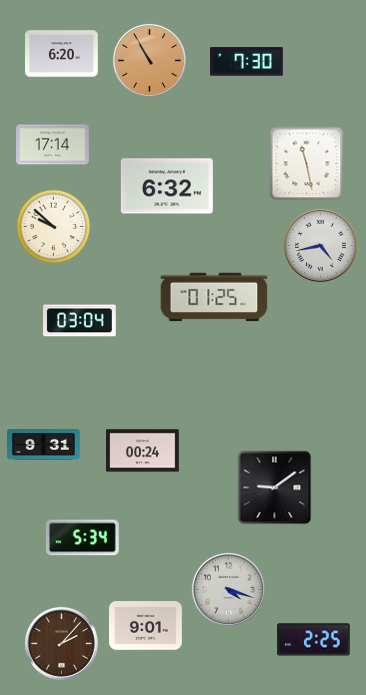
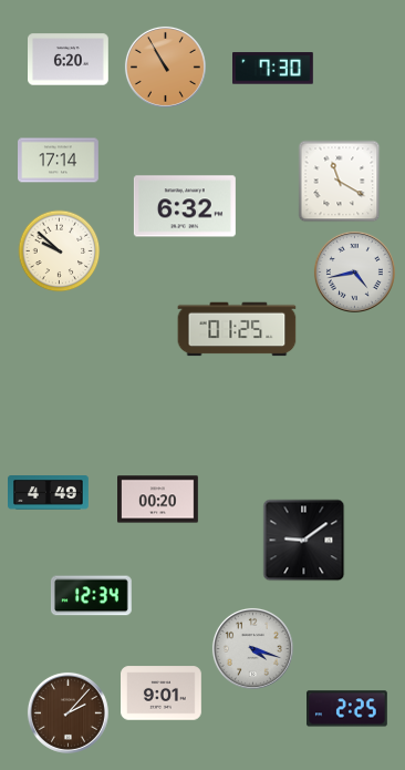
clock at (307, 164): 11:28 -> 11:20
clock at (80, 321): 03:04 -> none
clock at (44, 445): 9:31 -> 4:49
clock at (143, 451): 00:24 -> 00:20
clock at (83, 538): 5:34 -> 12:34
clock at (228, 589) position: (228, 589) -> (252, 648)
